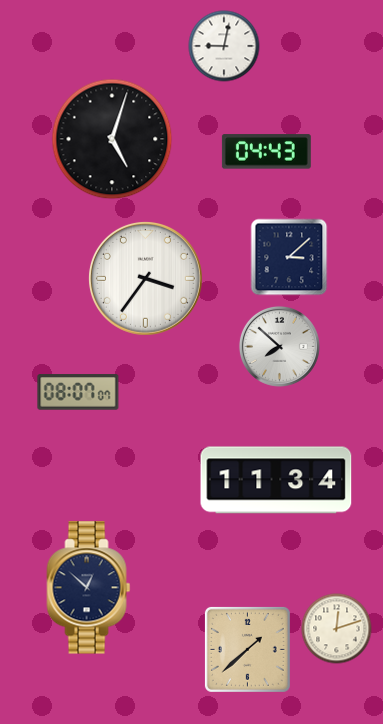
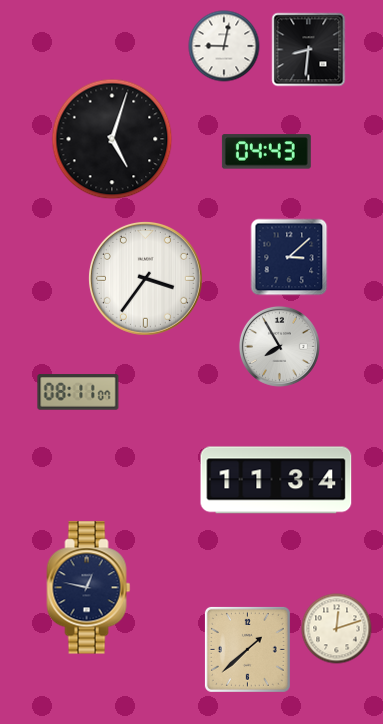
clock at (309, 50): none -> 8:31
clock at (279, 346): 7:52 -> 7:55
clock at (78, 392): 08:07 -> 08:11
clock at (89, 588): 12:52 -> 12:47
